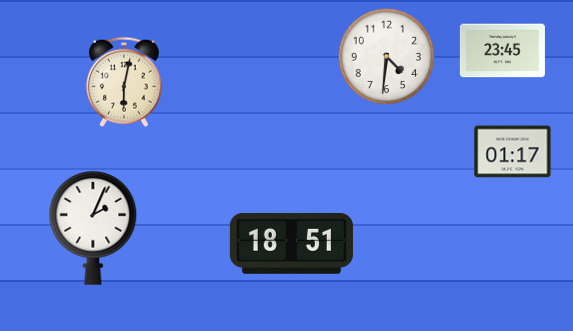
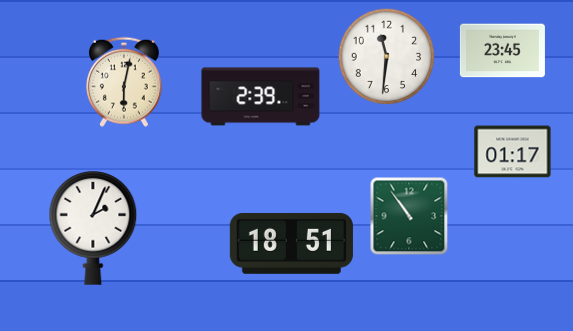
clock at (387, 57): 4:31 -> 11:31
clock at (261, 97): none -> 2:39
clock at (409, 216): none -> 10:54
